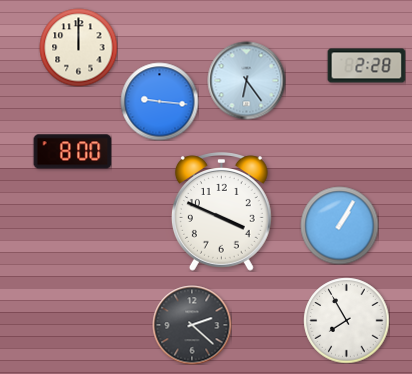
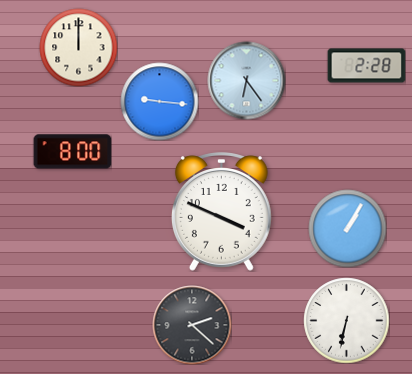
clock at (339, 225) position: (339, 225) -> (347, 228)
clock at (346, 320): 7:55 -> 6:32
